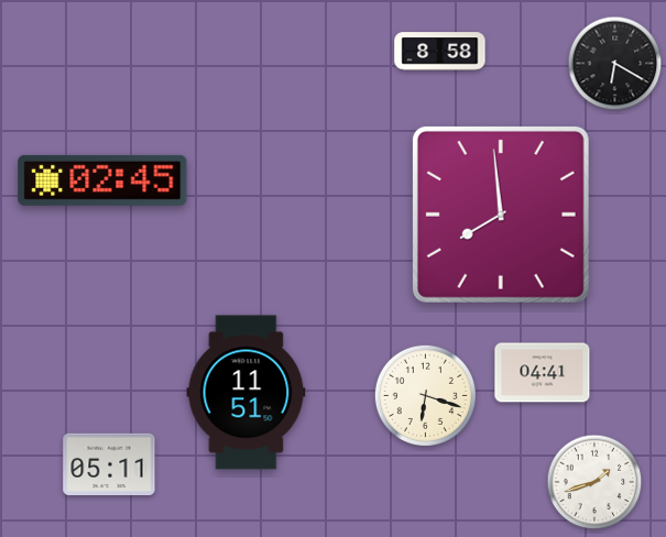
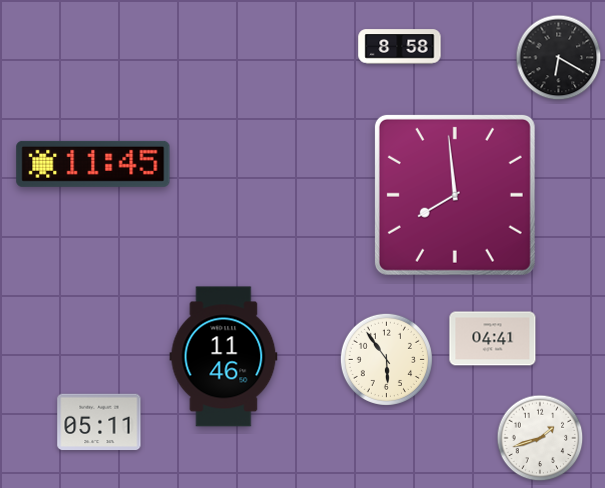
clock at (102, 180): 02:45 -> 11:45
clock at (247, 393): 11:51 -> 11:46
clock at (425, 395): 6:18 -> 5:54
